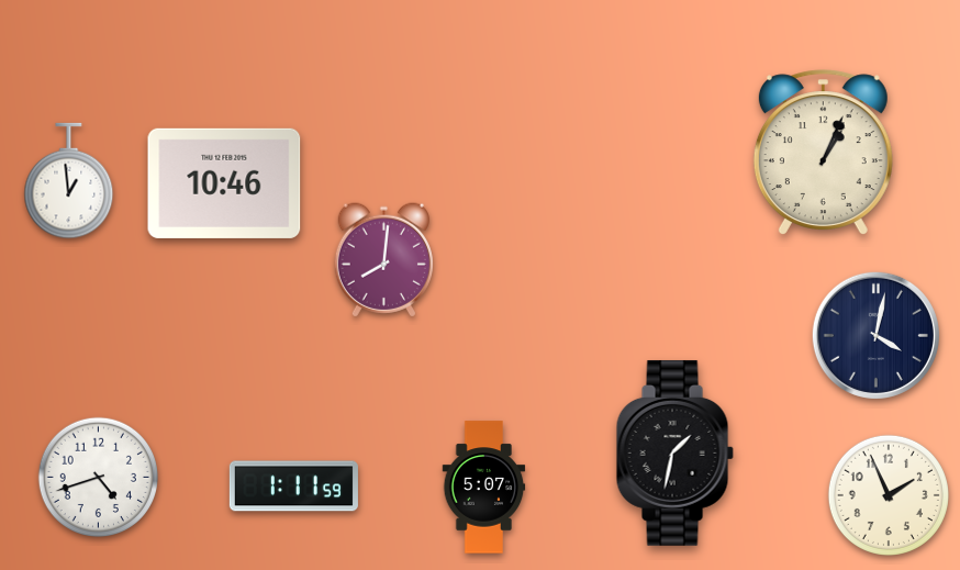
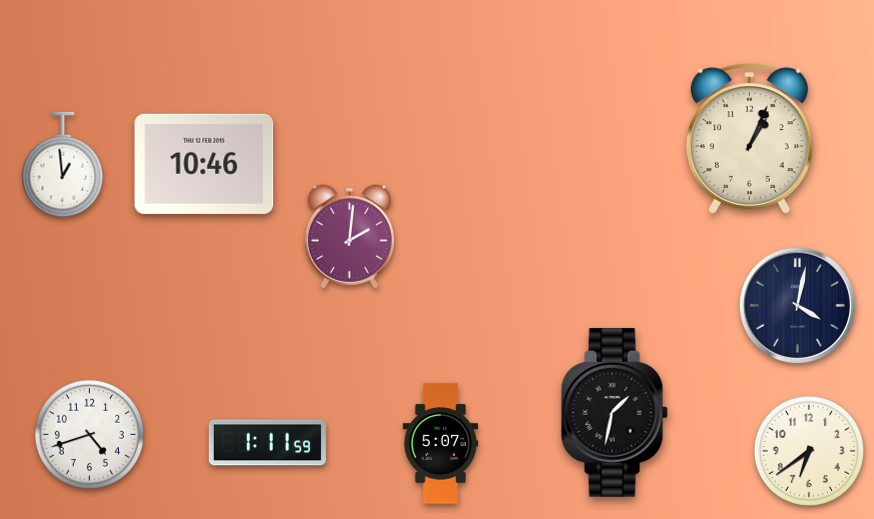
clock at (224, 183) position: (224, 183) -> (204, 164)
clock at (383, 260): 8:01 -> 2:01
clock at (889, 495): 1:56 -> 6:39
